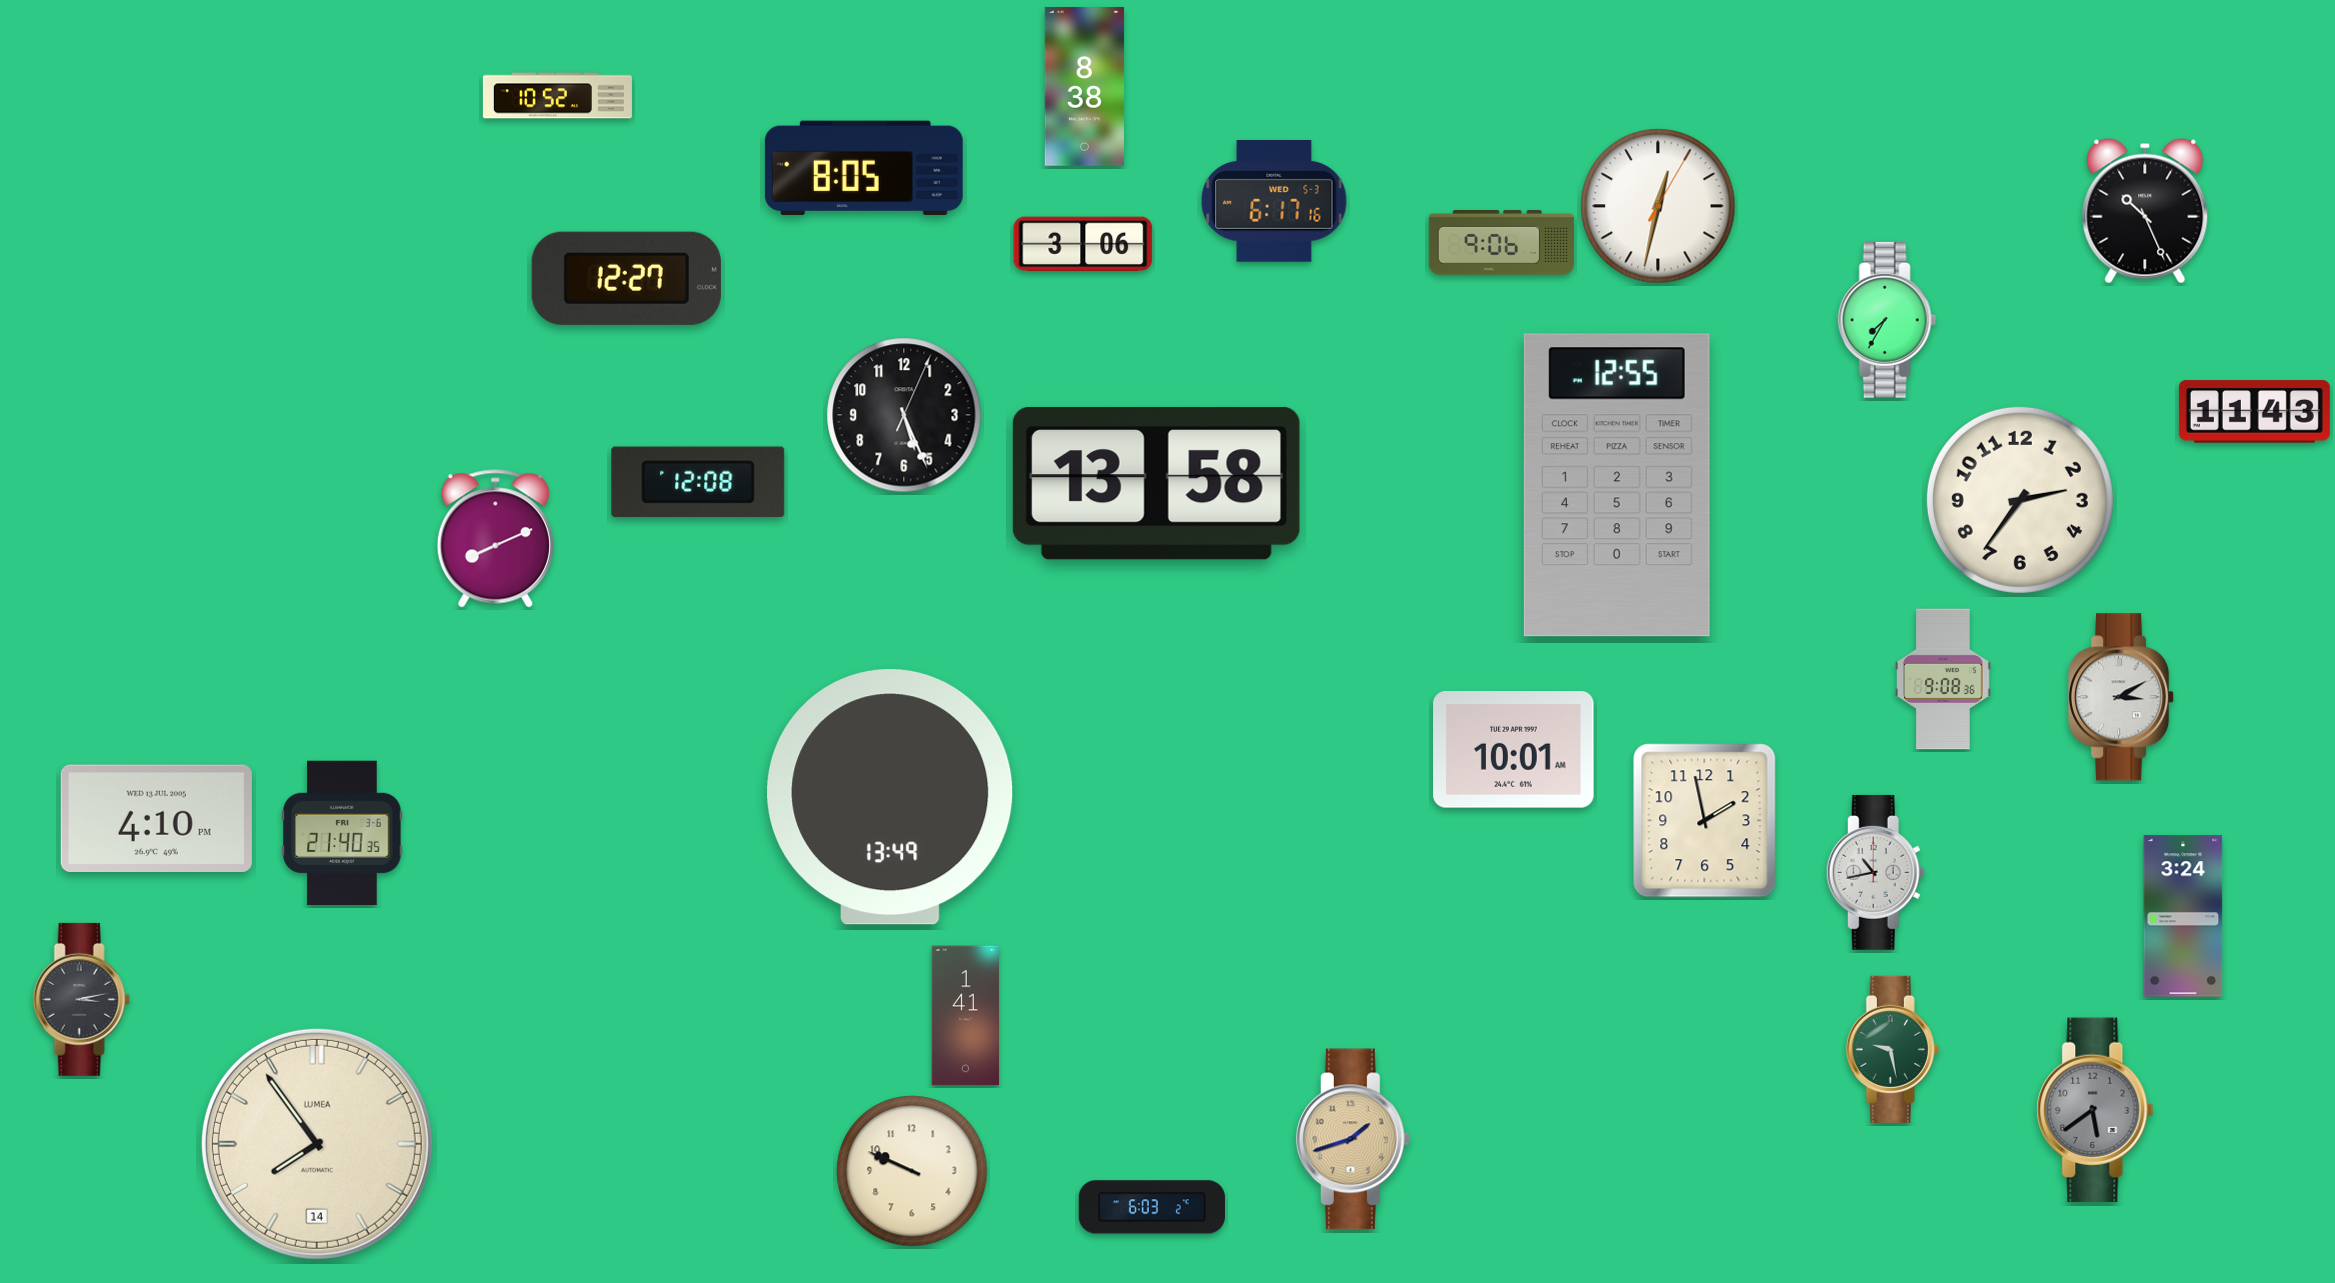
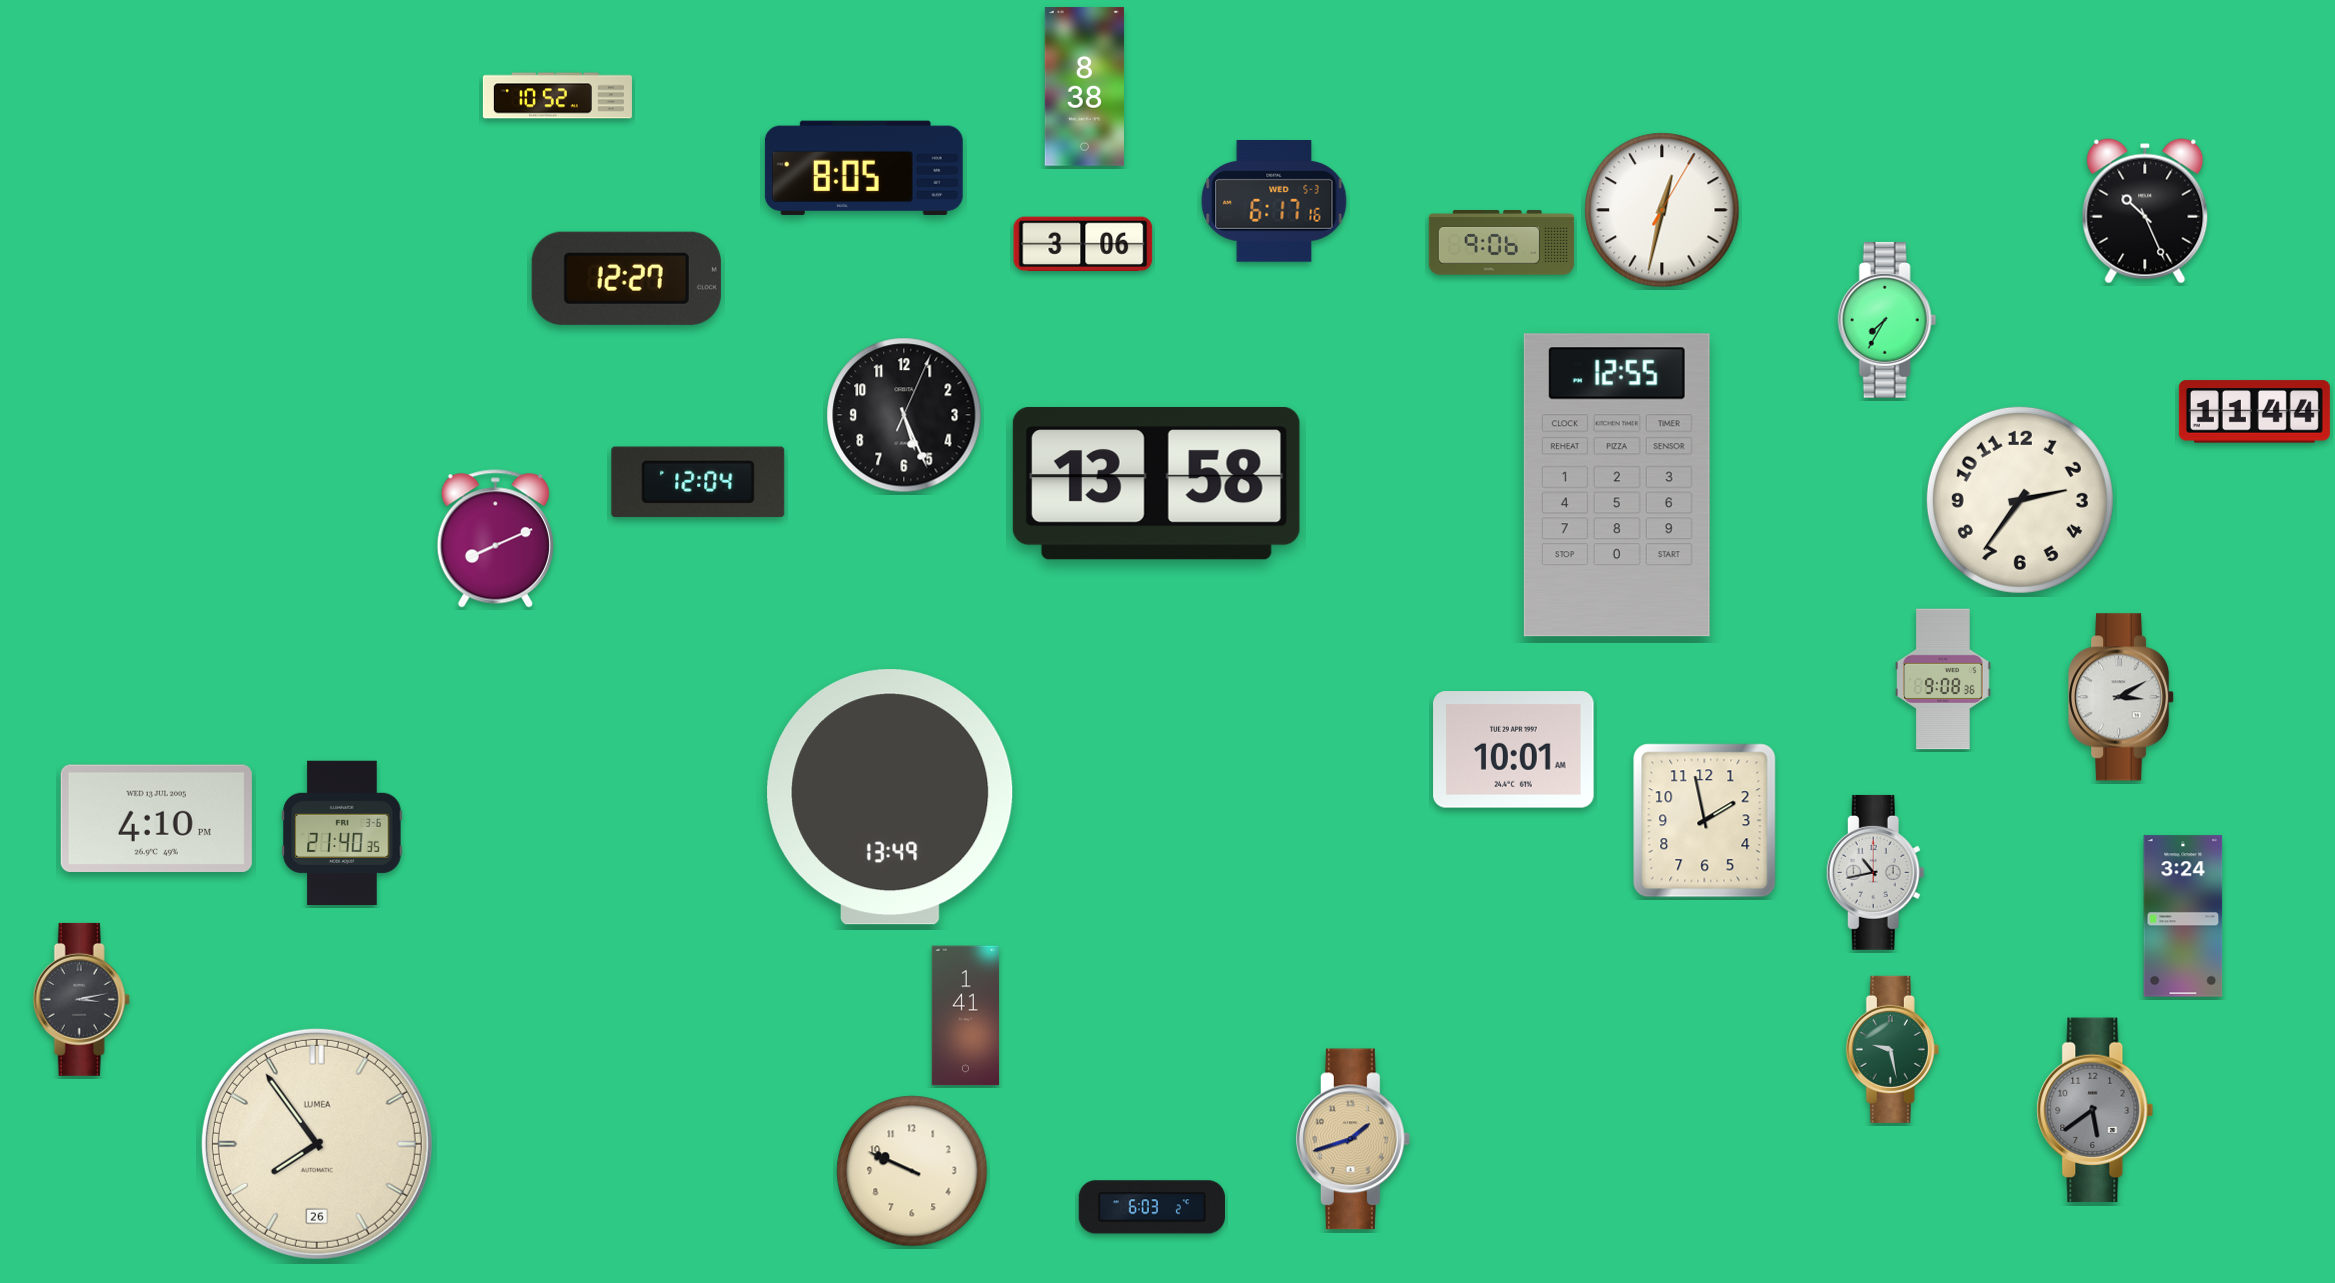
clock at (1658, 206) position: (1658, 206) -> (1662, 210)
clock at (2254, 412): 11:43 -> 11:44
clock at (698, 482): 12:08 -> 12:04
clock at (317, 1144) date: 14 -> 26
